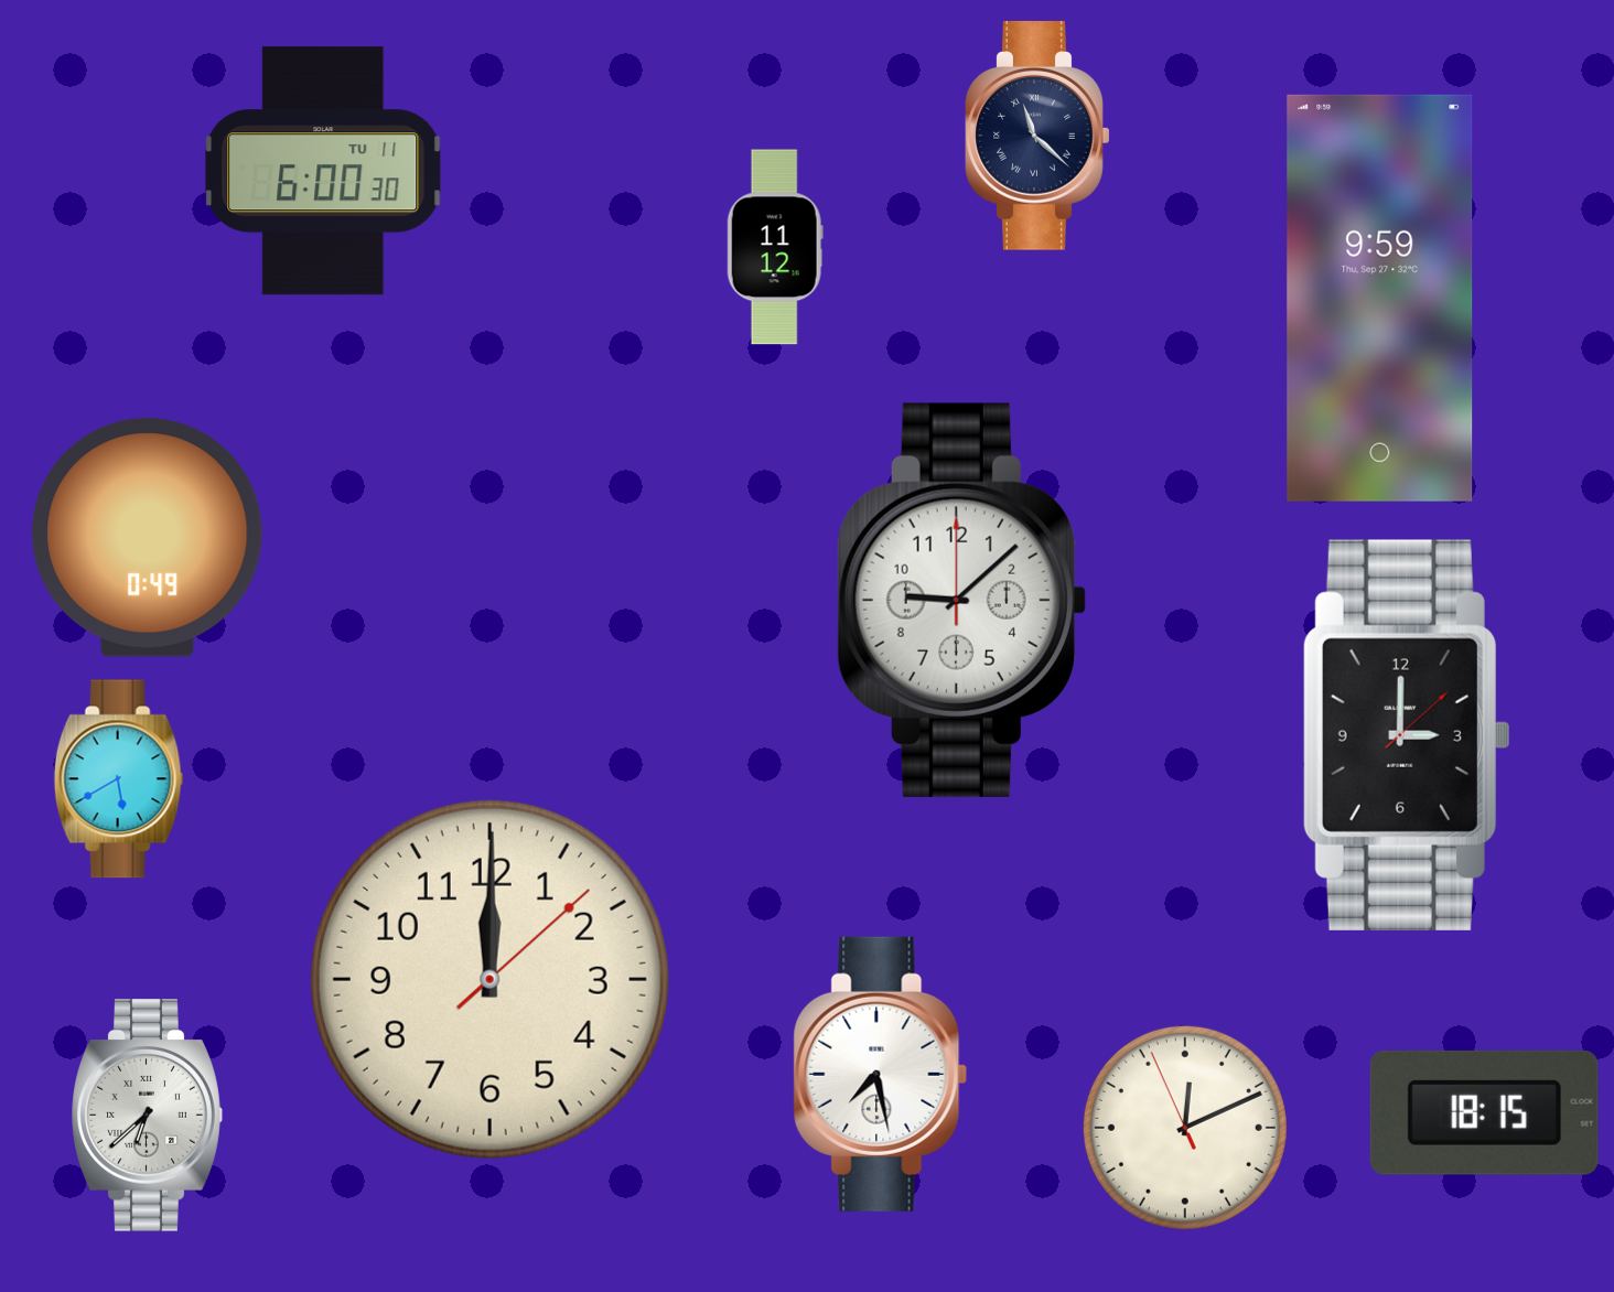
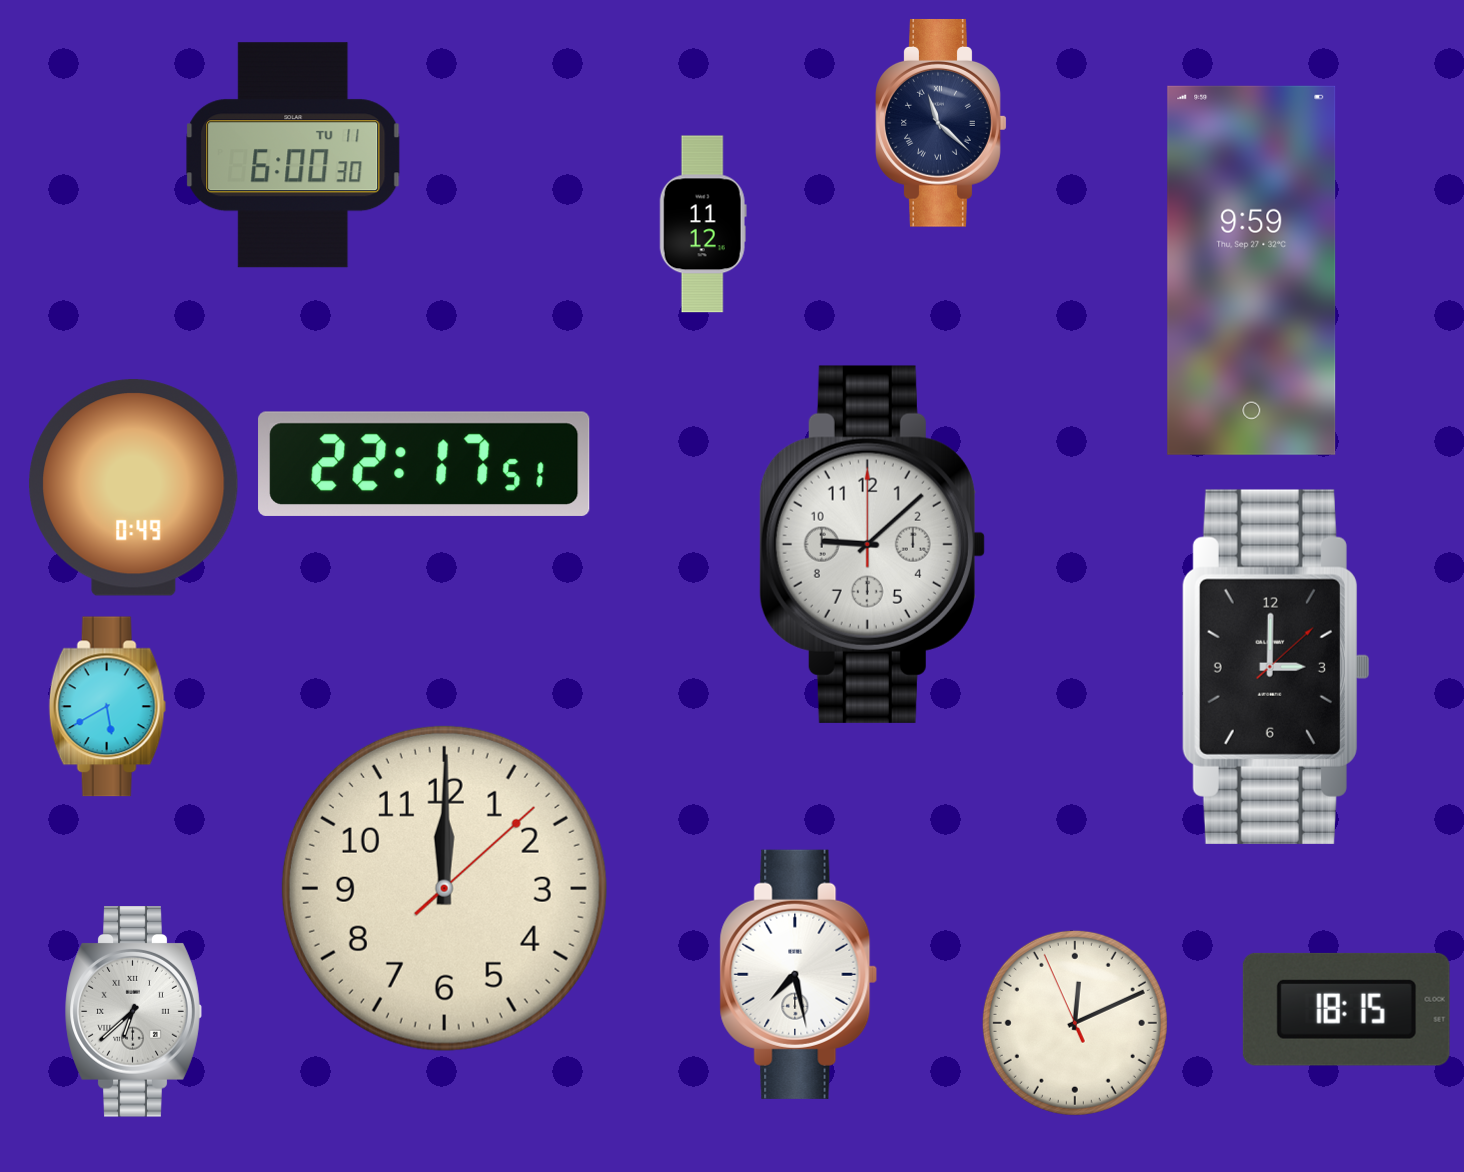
clock at (424, 464): none -> 22:17
